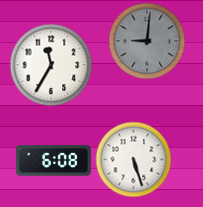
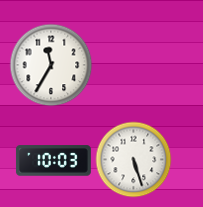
clock at (147, 41): 9:01 -> none
clock at (53, 161): 6:08 -> 10:03
